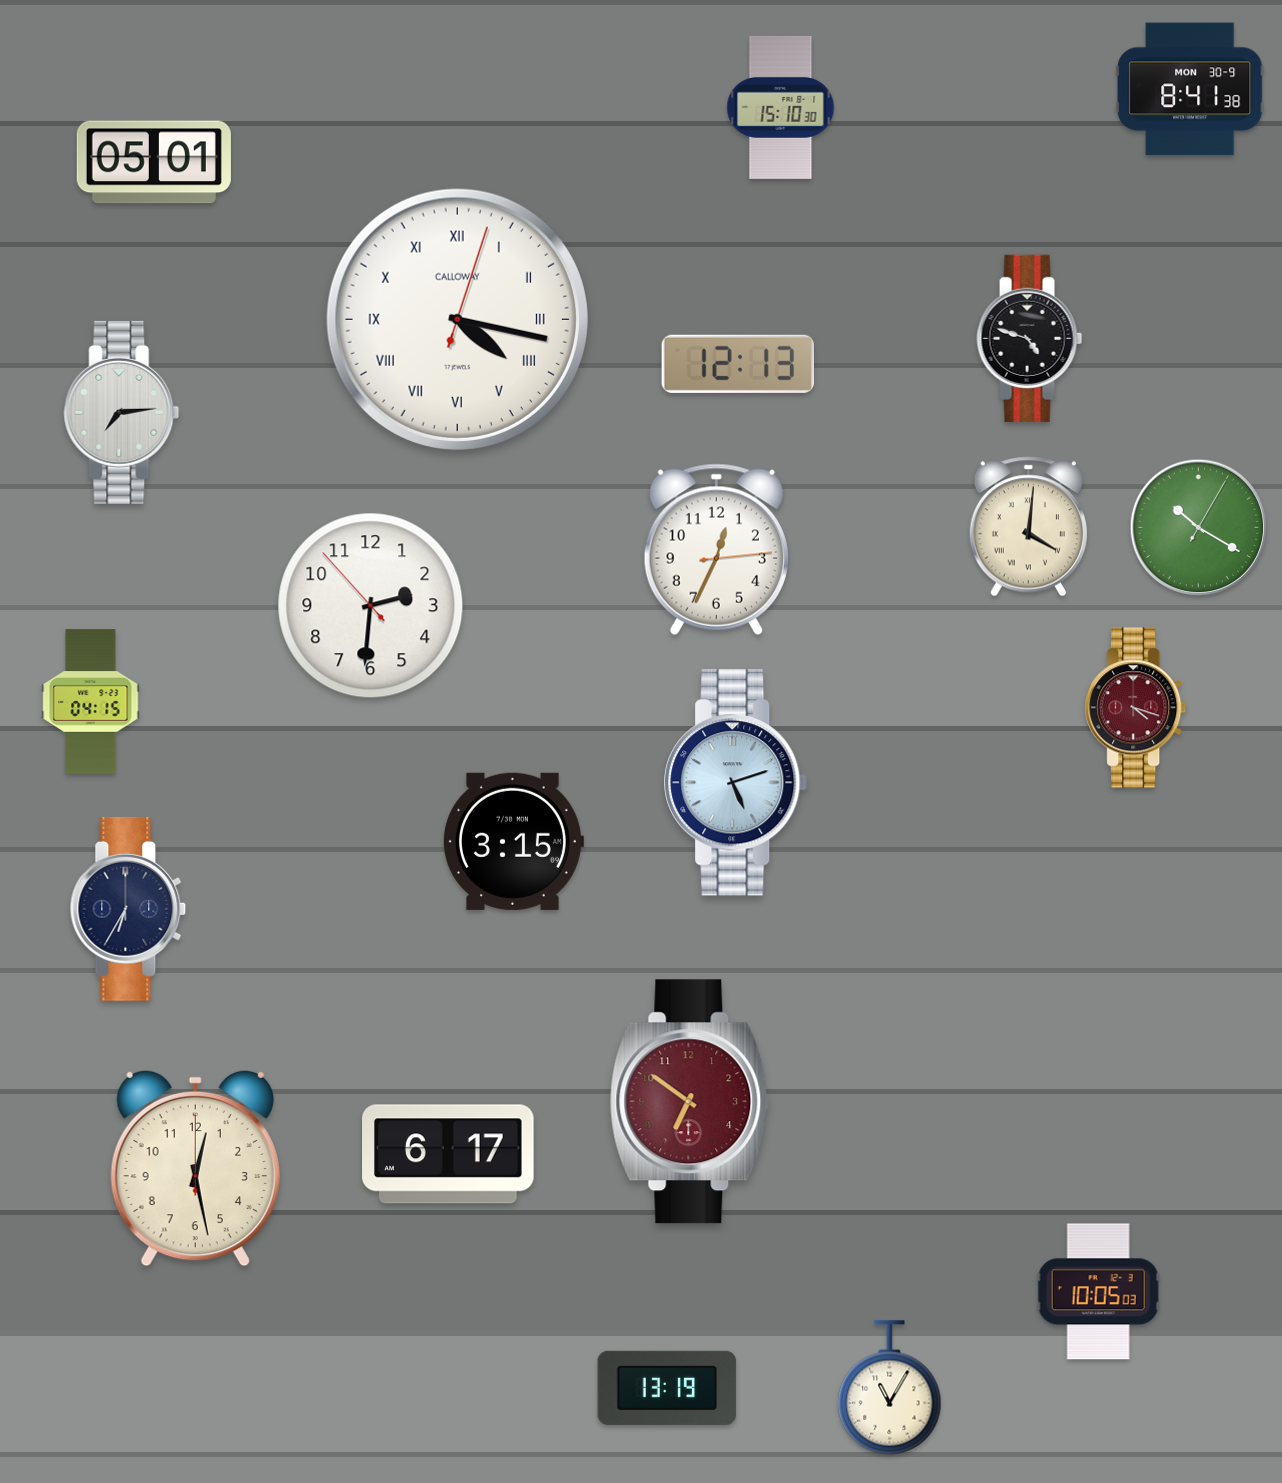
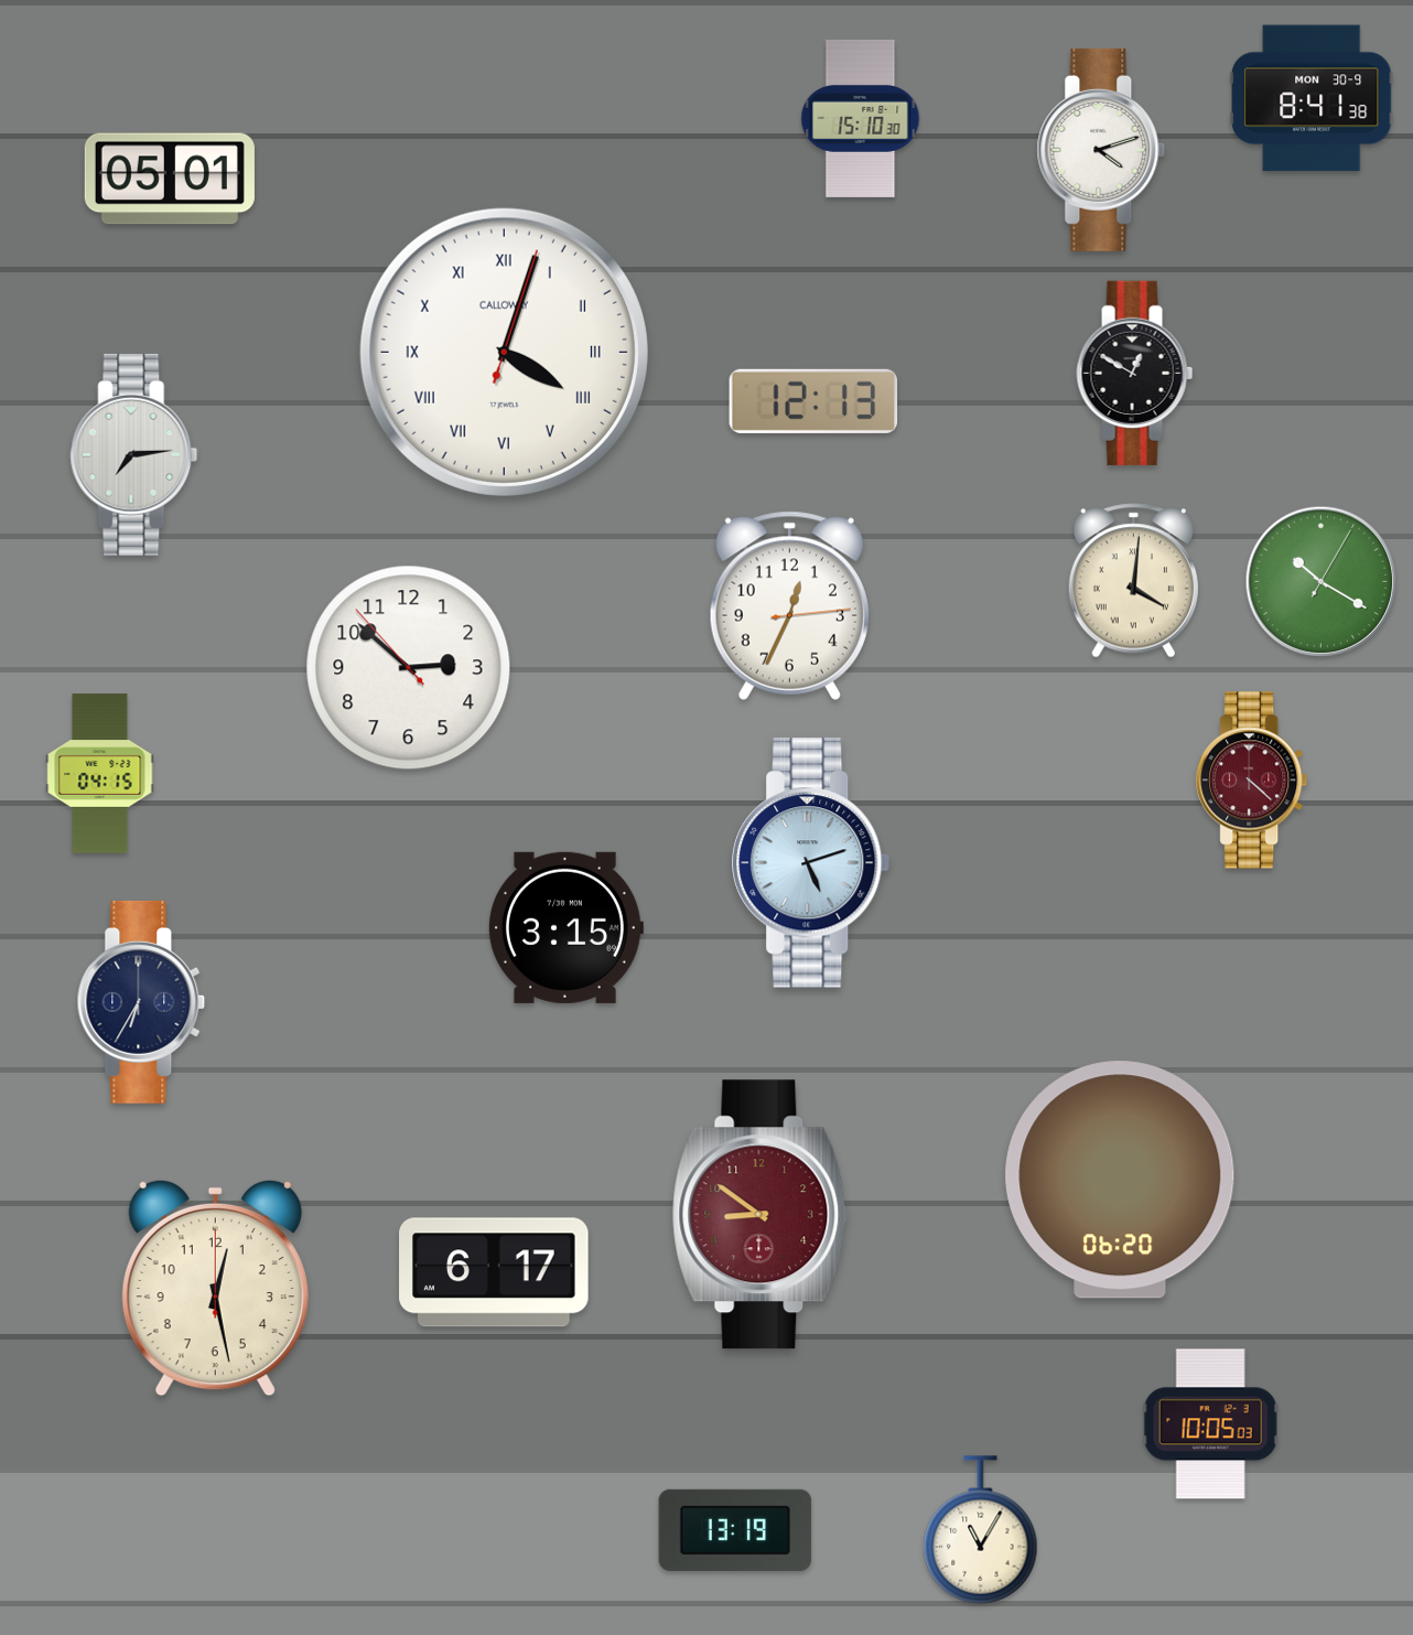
clock at (1101, 150): none -> 4:12
clock at (457, 319): 4:17 -> 4:03
clock at (1030, 338): 4:48 -> 12:50
clock at (371, 606): 2:30 -> 2:51
clock at (1136, 708): 4:18 -> 4:22
clock at (1120, 1180): none -> 06:20
clock at (690, 1102): 6:51 -> 8:51
